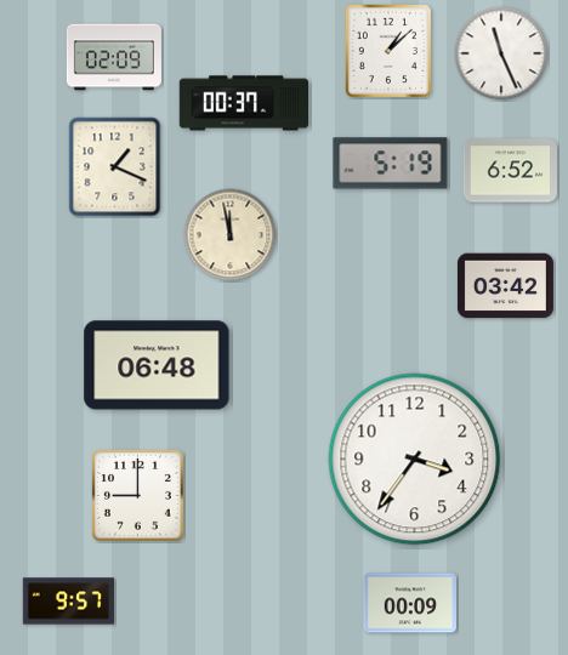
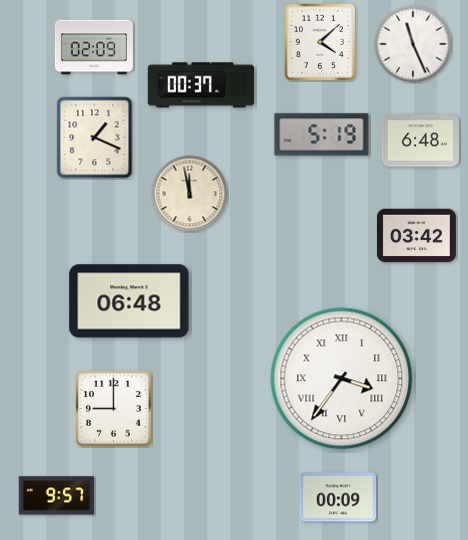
clock at (388, 51): 1:08 -> 4:08
clock at (510, 171): 6:52 -> 6:48
clock at (415, 460) numerals: Arabic -> Roman
